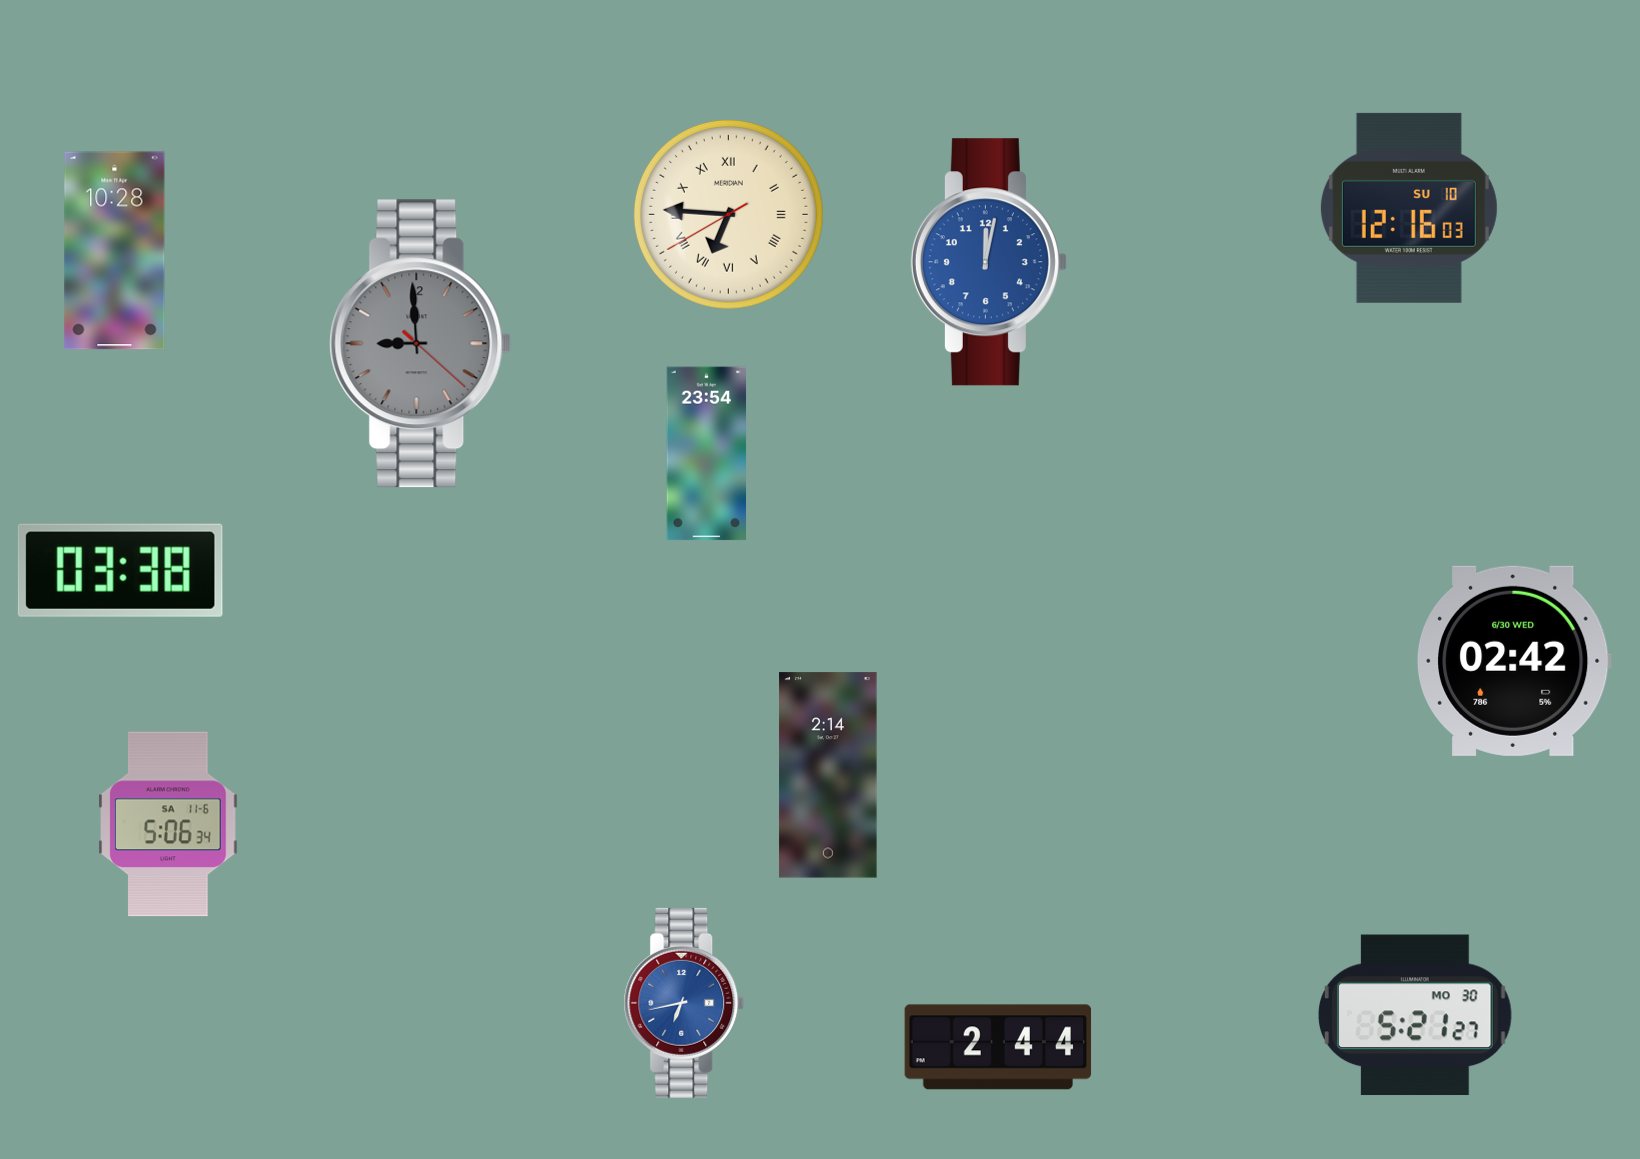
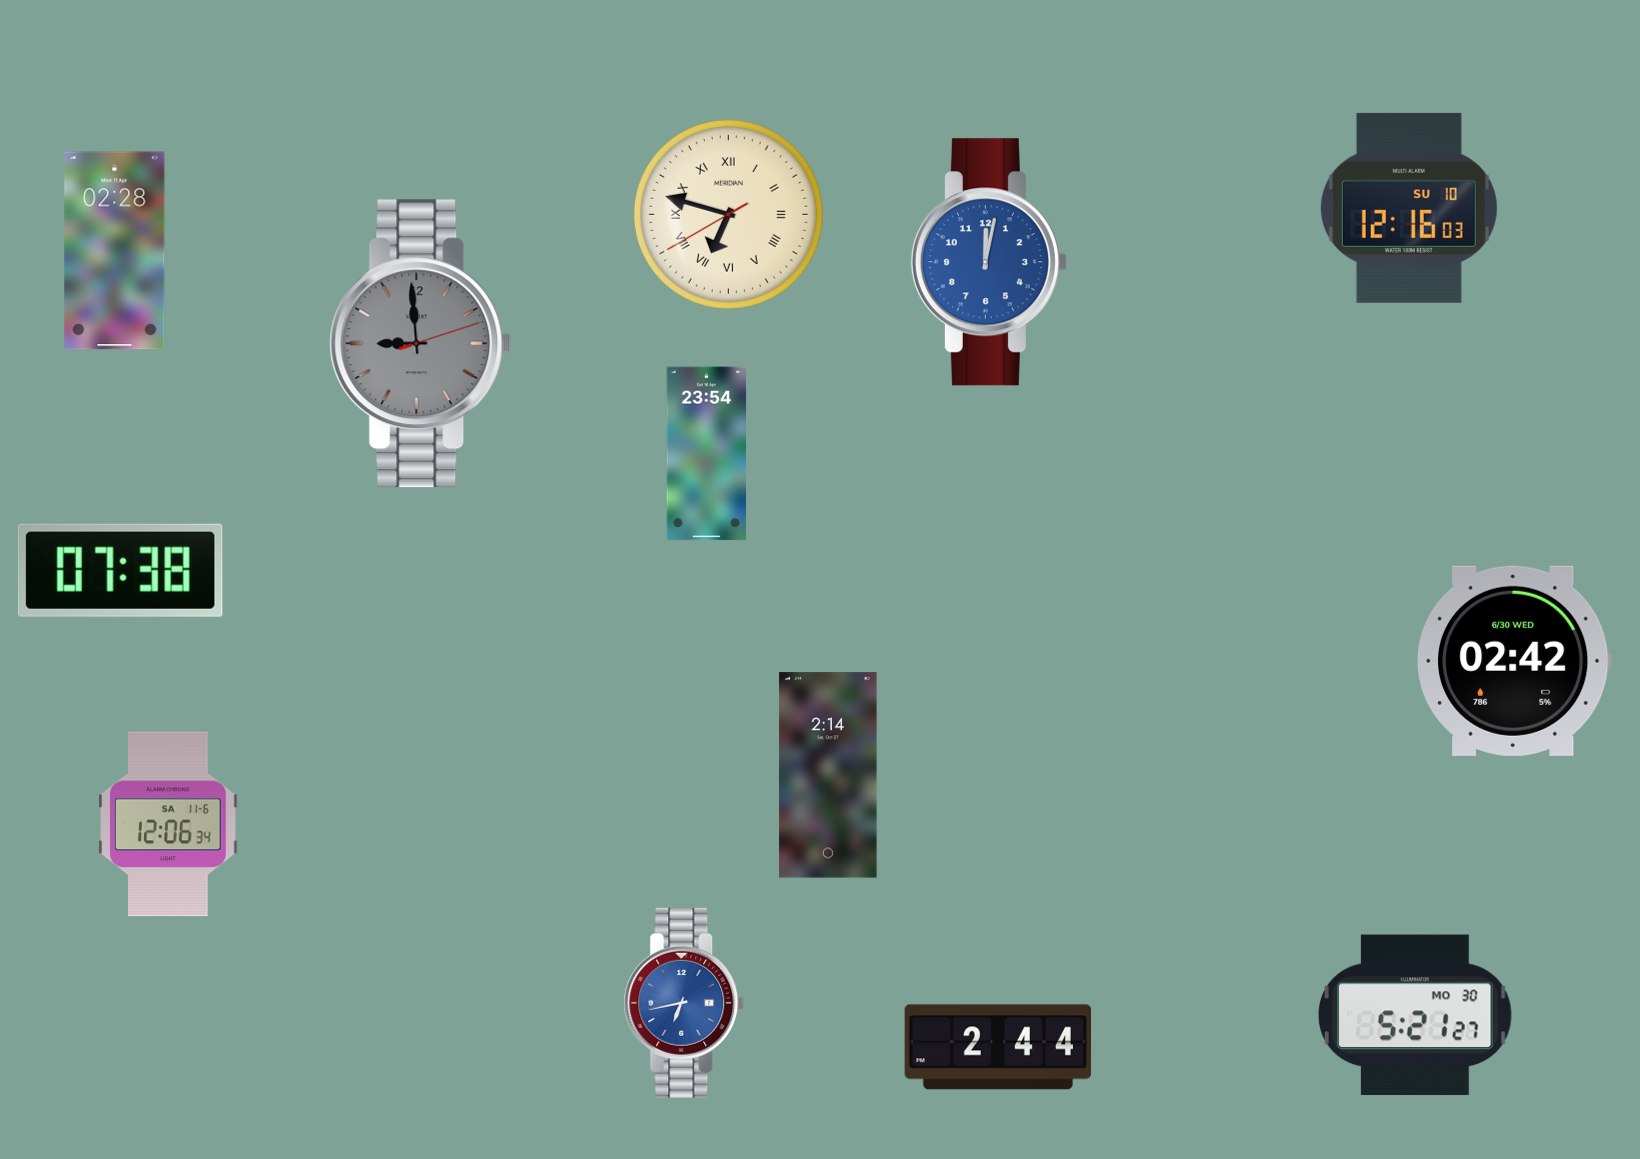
clock at (728, 214): 6:45 -> 6:47
clock at (115, 251): 10:28 -> 02:28
clock at (421, 344): 8:59:22 -> 8:59:12
clock at (120, 570): 03:38 -> 07:38
clock at (168, 824): 5:06 -> 12:06
